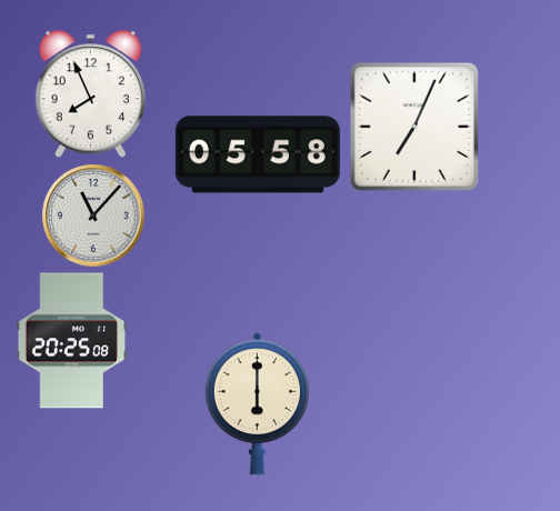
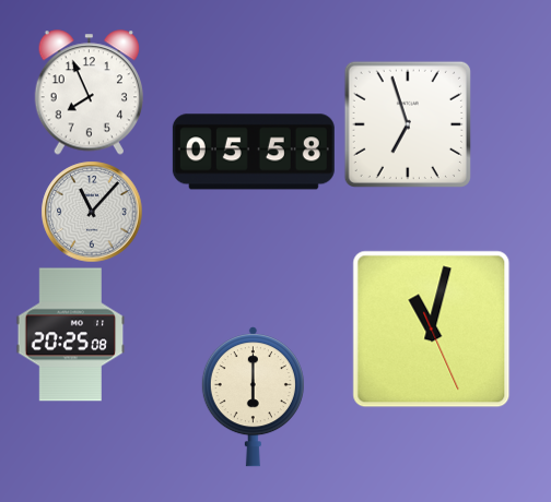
clock at (414, 127): 7:04 -> 6:57
clock at (432, 330): none -> 11:02
